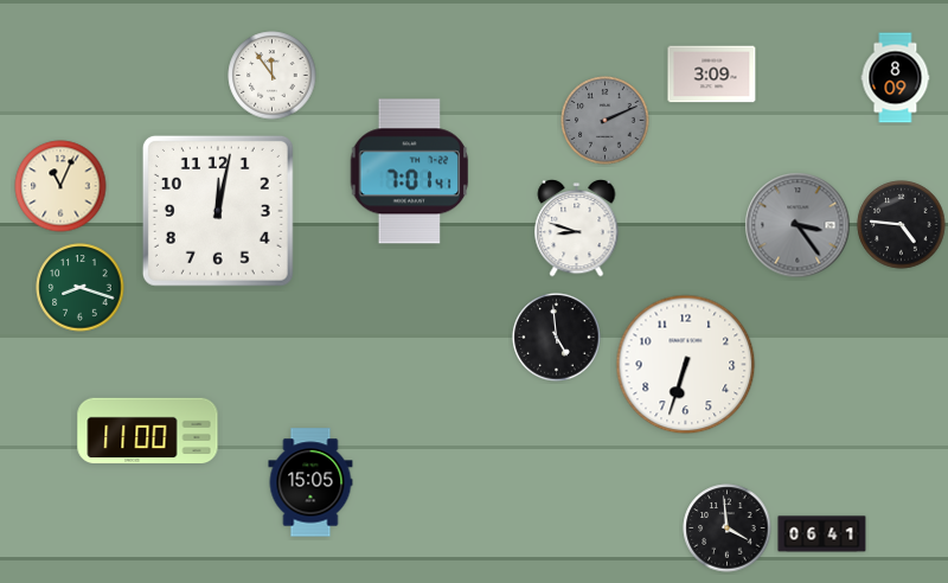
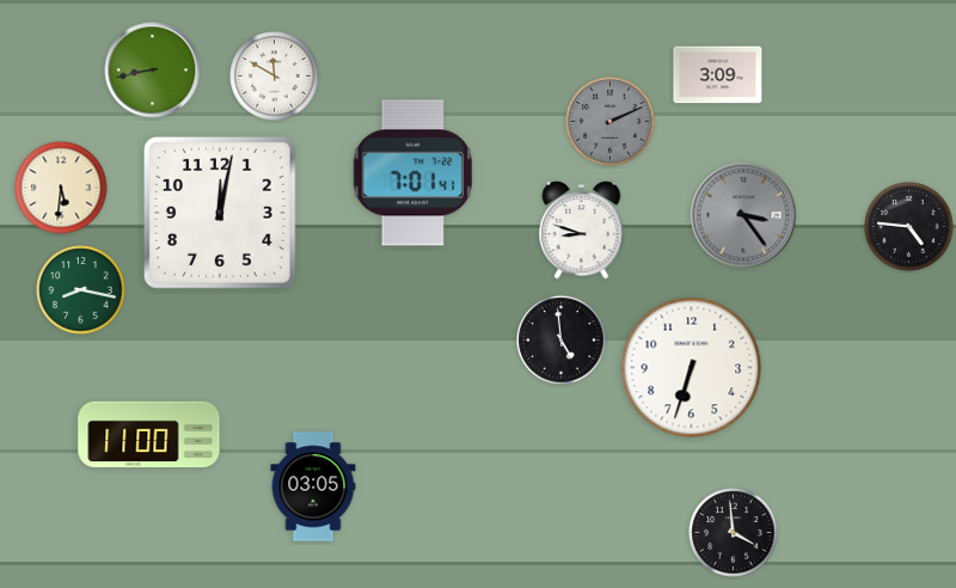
clock at (153, 71): none -> 8:43
clock at (273, 76): 11:54 -> 11:50
clock at (896, 78): 8:09 -> none
clock at (60, 186): 11:04 -> 5:31
clock at (798, 225) position: (798, 225) -> (743, 215)
clock at (81, 288): 8:18 -> 8:17
clock at (310, 482): 15:05 -> 03:05
clock at (822, 534): 06:41 -> none
